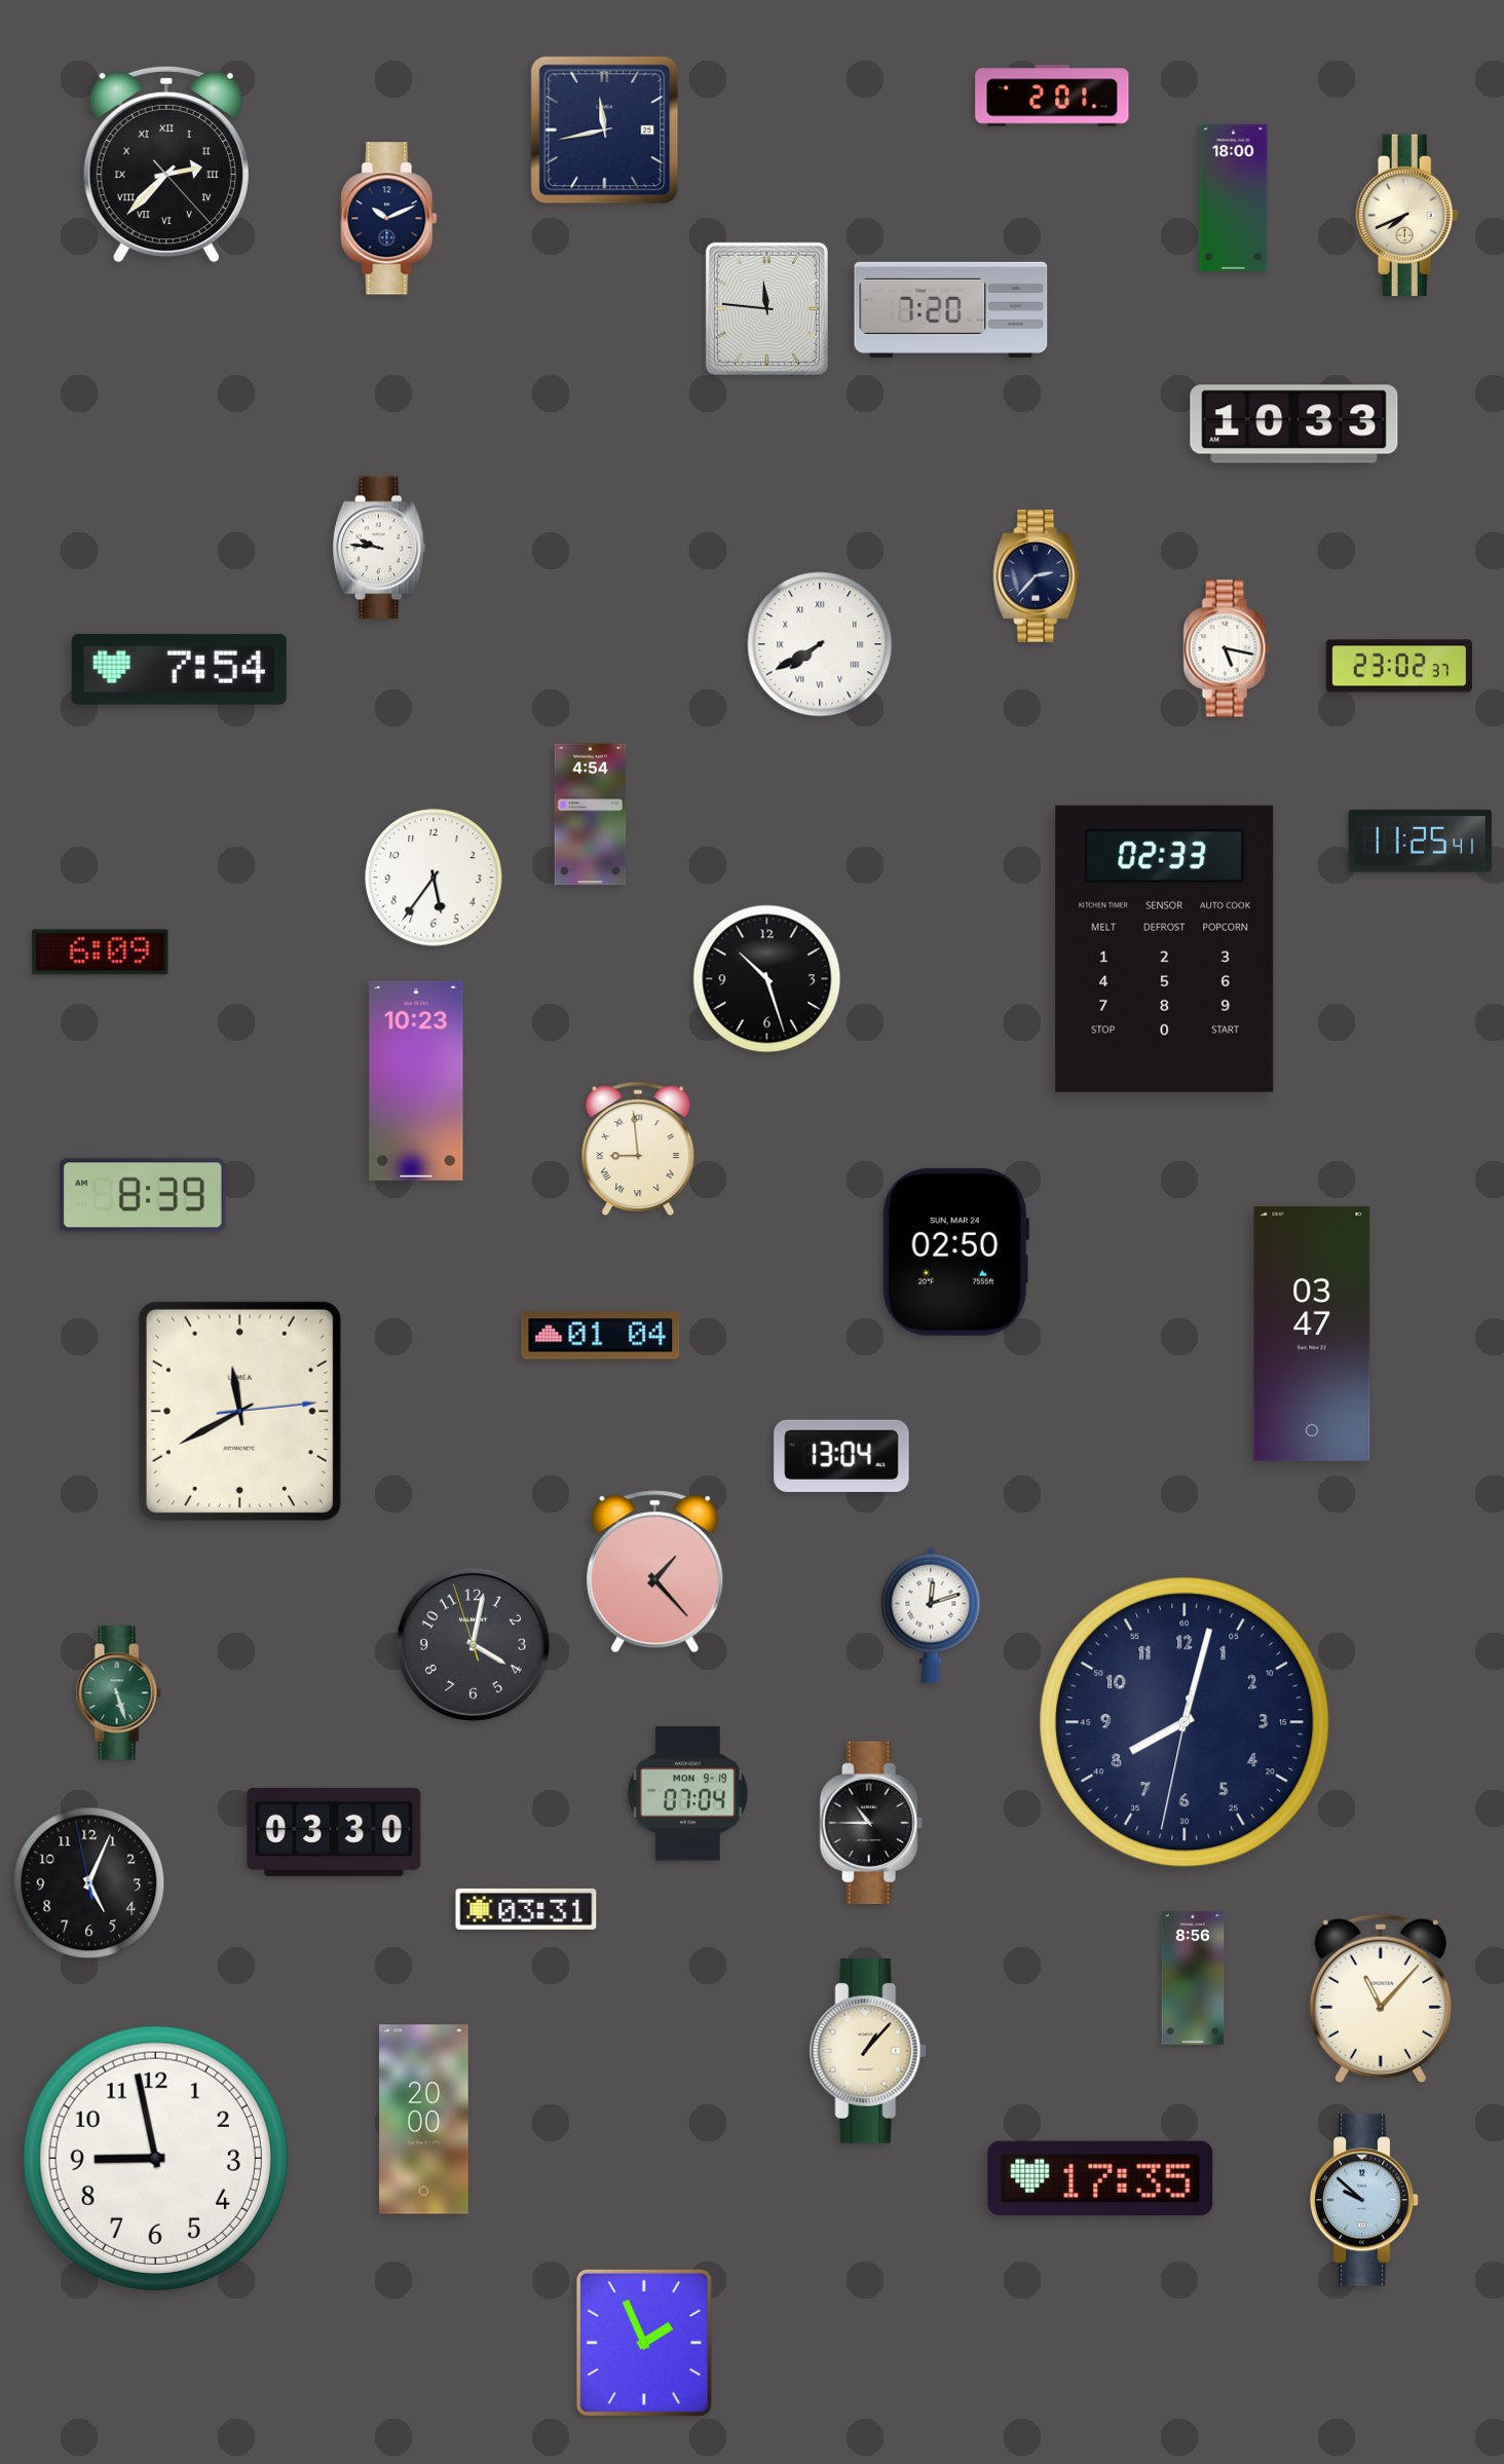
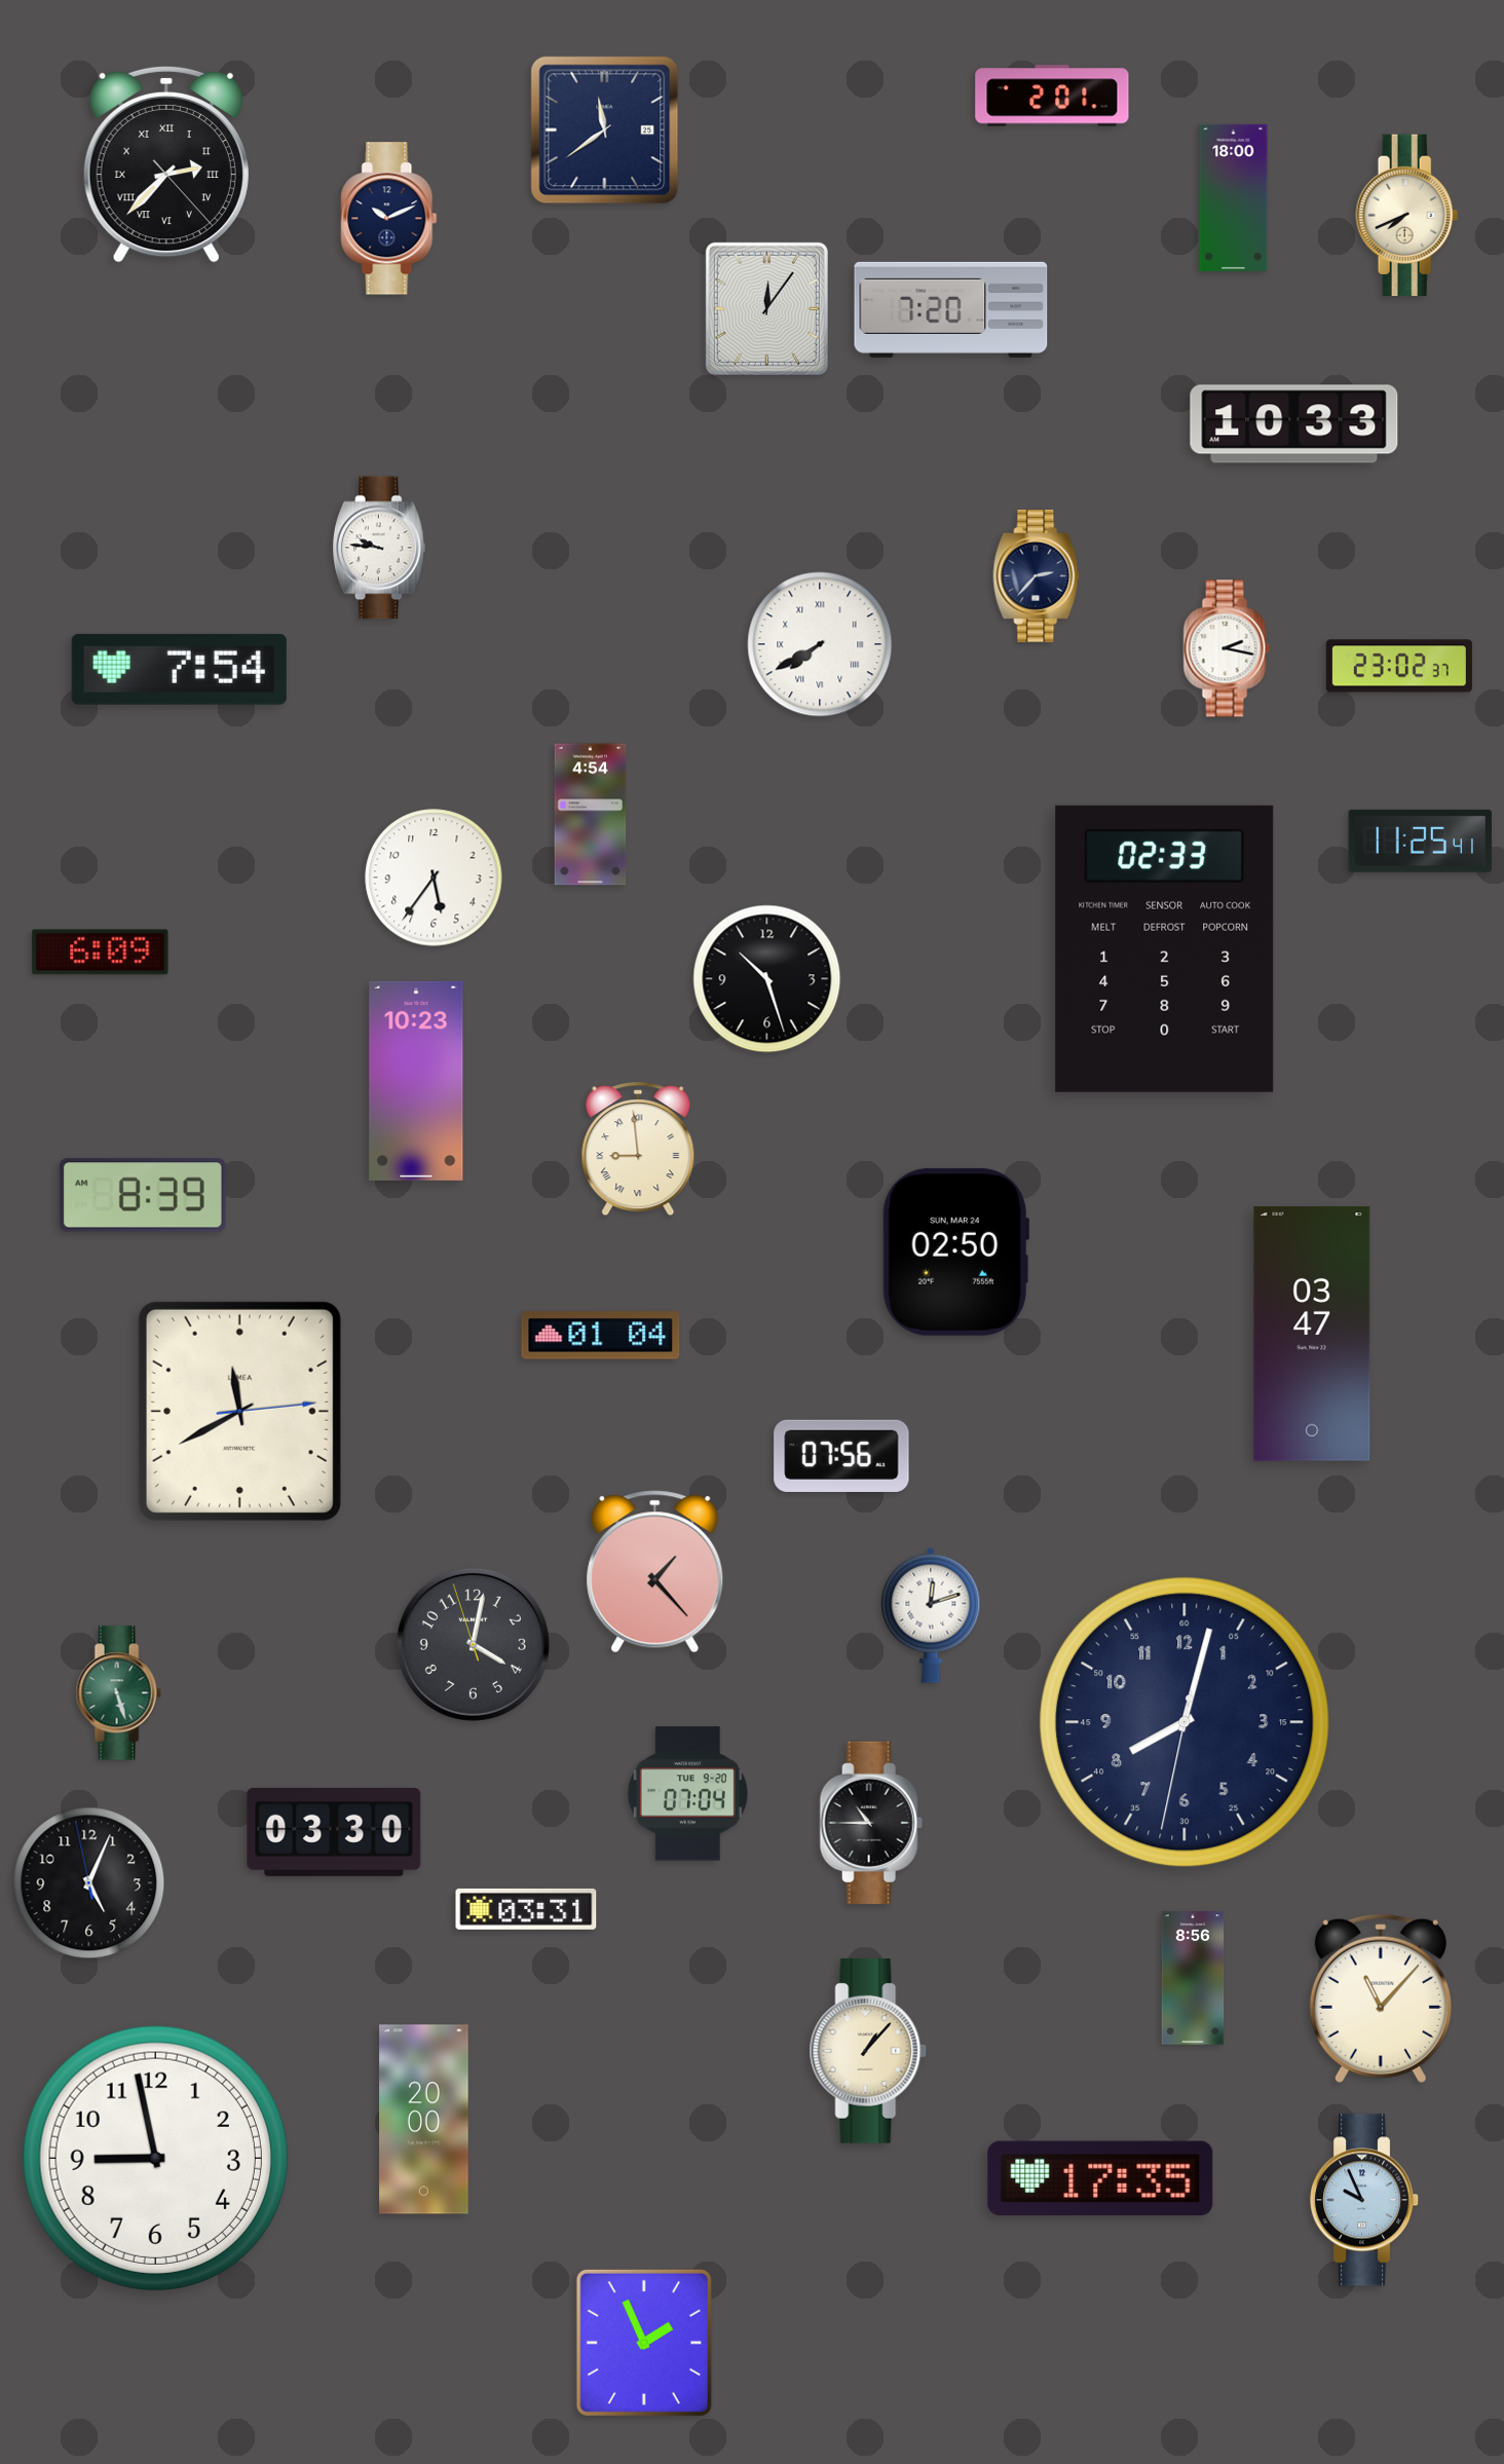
clock at (605, 130): 11:43 -> 11:39
clock at (766, 308): 11:46 -> 12:06
clock at (1227, 648): 5:17 -> 2:17
clock at (841, 1456): 13:04 -> 07:56
clock at (687, 1794) date: MON 9-19 -> TUE 9-20
clock at (1365, 2200): 9:52 -> 9:56
